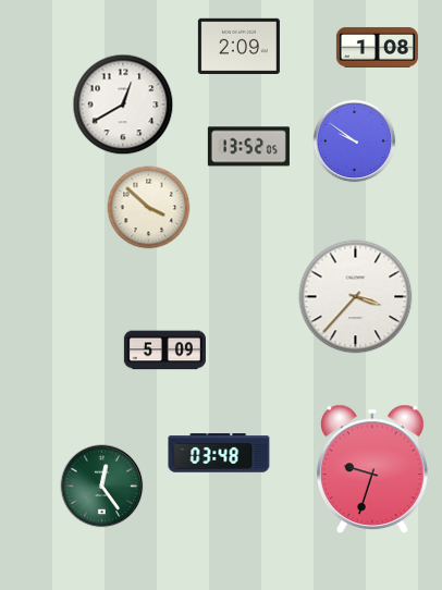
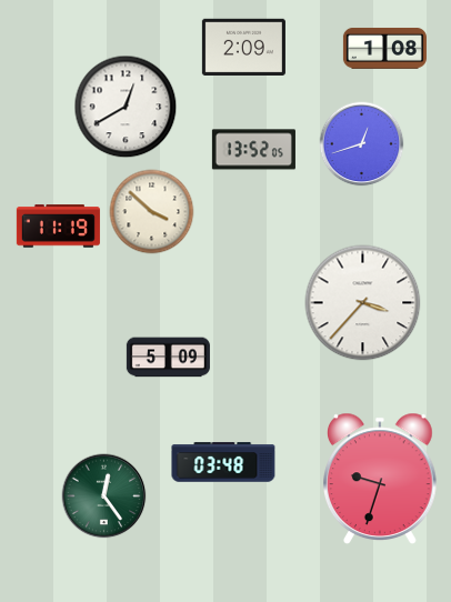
clock at (355, 142): 9:51 -> 12:42
clock at (58, 227): none -> 11:19
